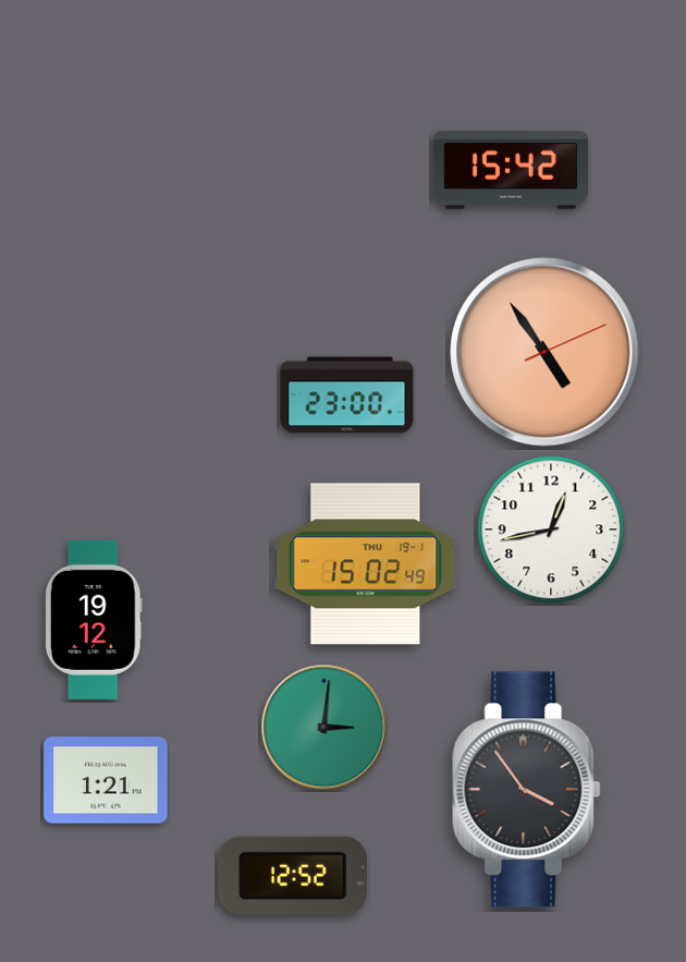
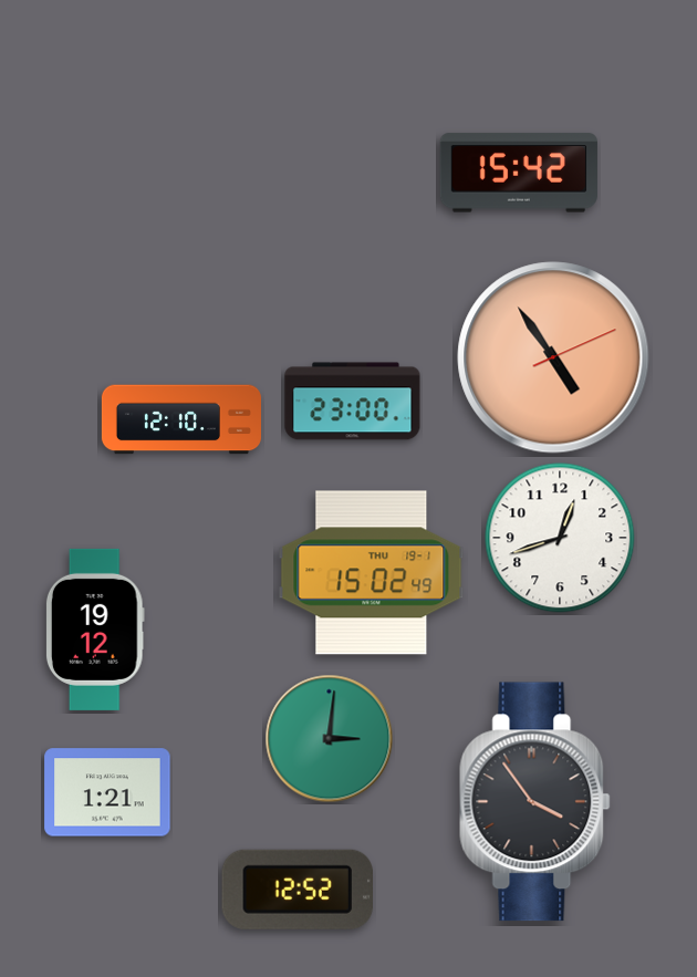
clock at (181, 419): none -> 12:10
clock at (551, 529): 12:43 -> 12:42
